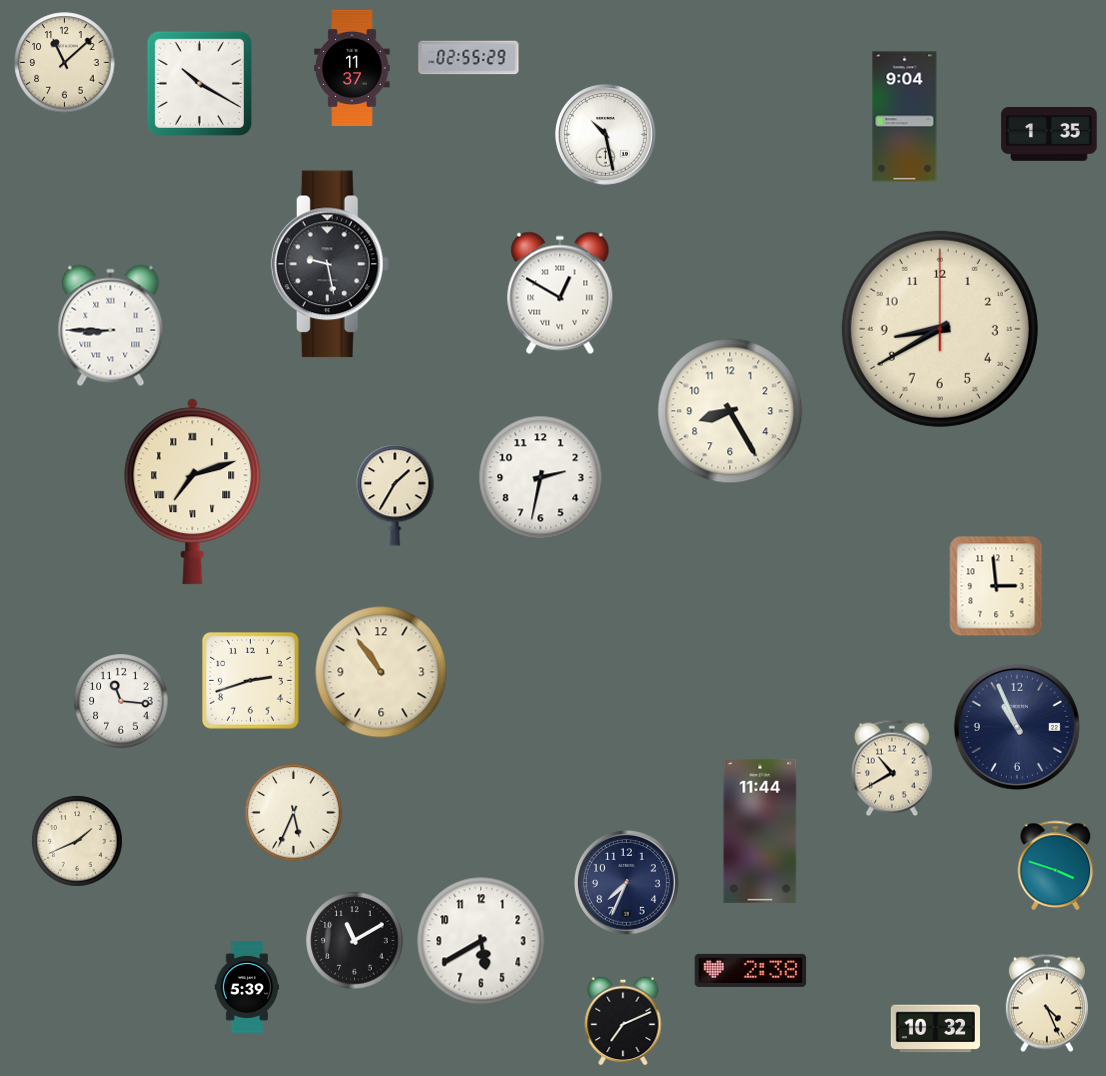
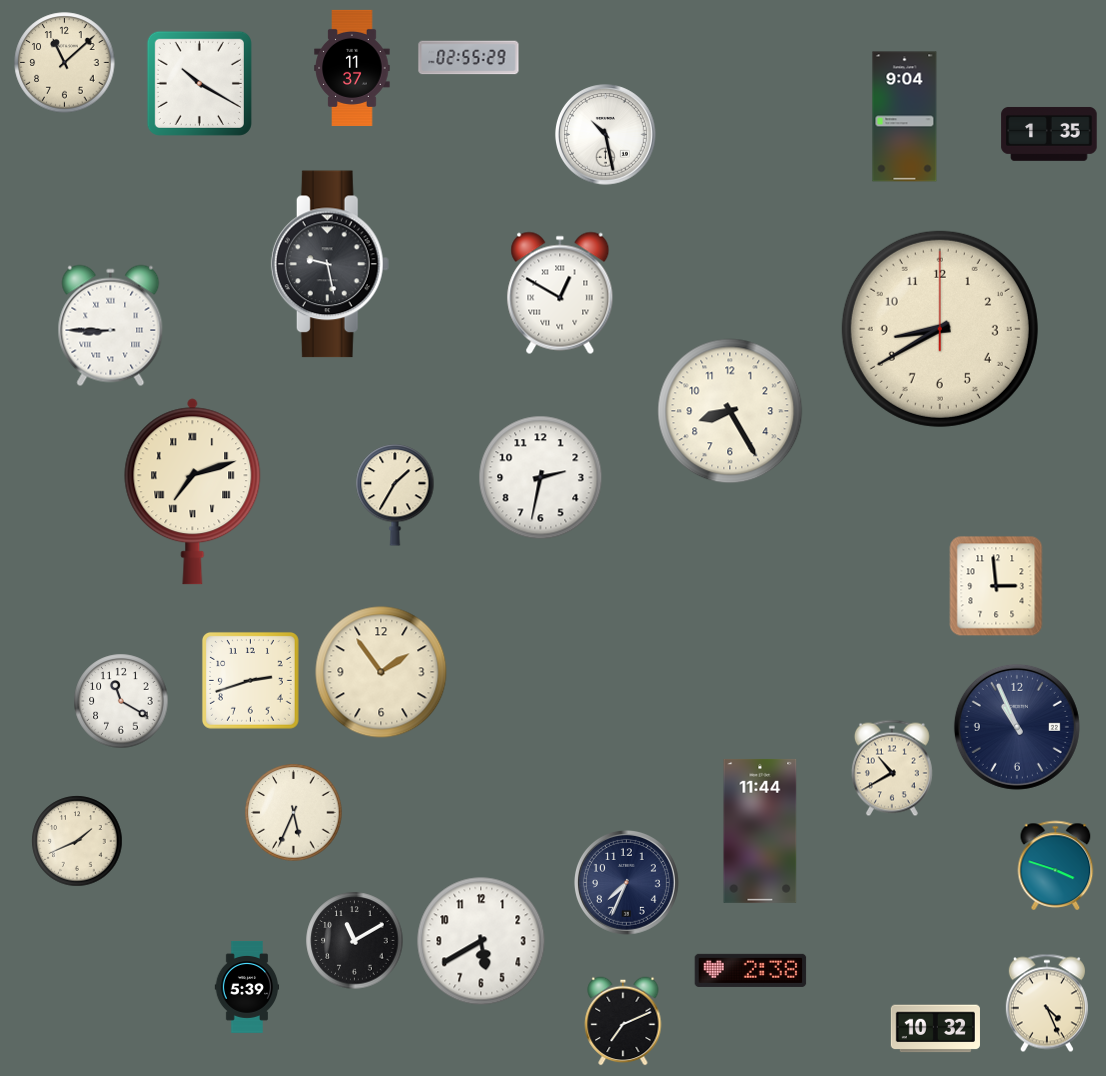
clock at (381, 672): 10:54 -> 1:54
clock at (121, 701): 11:16 -> 11:20
